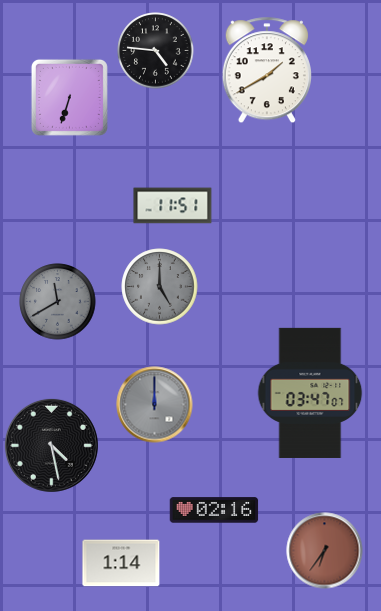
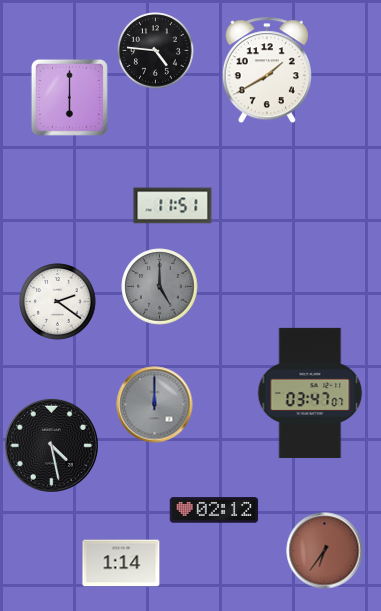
clock at (69, 97): 6:33 -> 6:00
clock at (58, 302): 11:40 -> 2:21
clock at (58, 302) dial: grey -> white
clock at (214, 510): 02:16 -> 02:12
